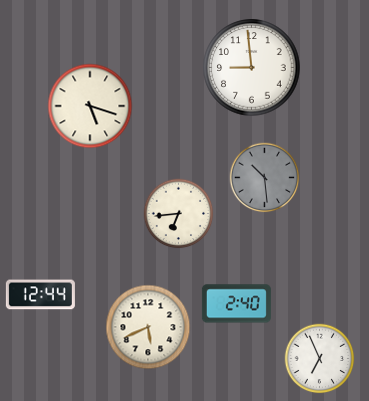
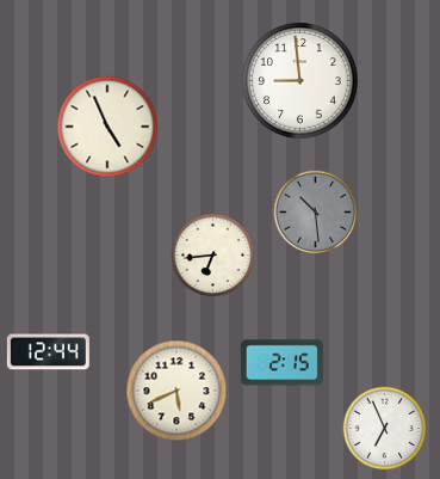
clock at (90, 106): 5:18 -> 4:56
clock at (236, 304): 2:40 -> 2:15
clock at (320, 359) position: (320, 359) -> (385, 429)
